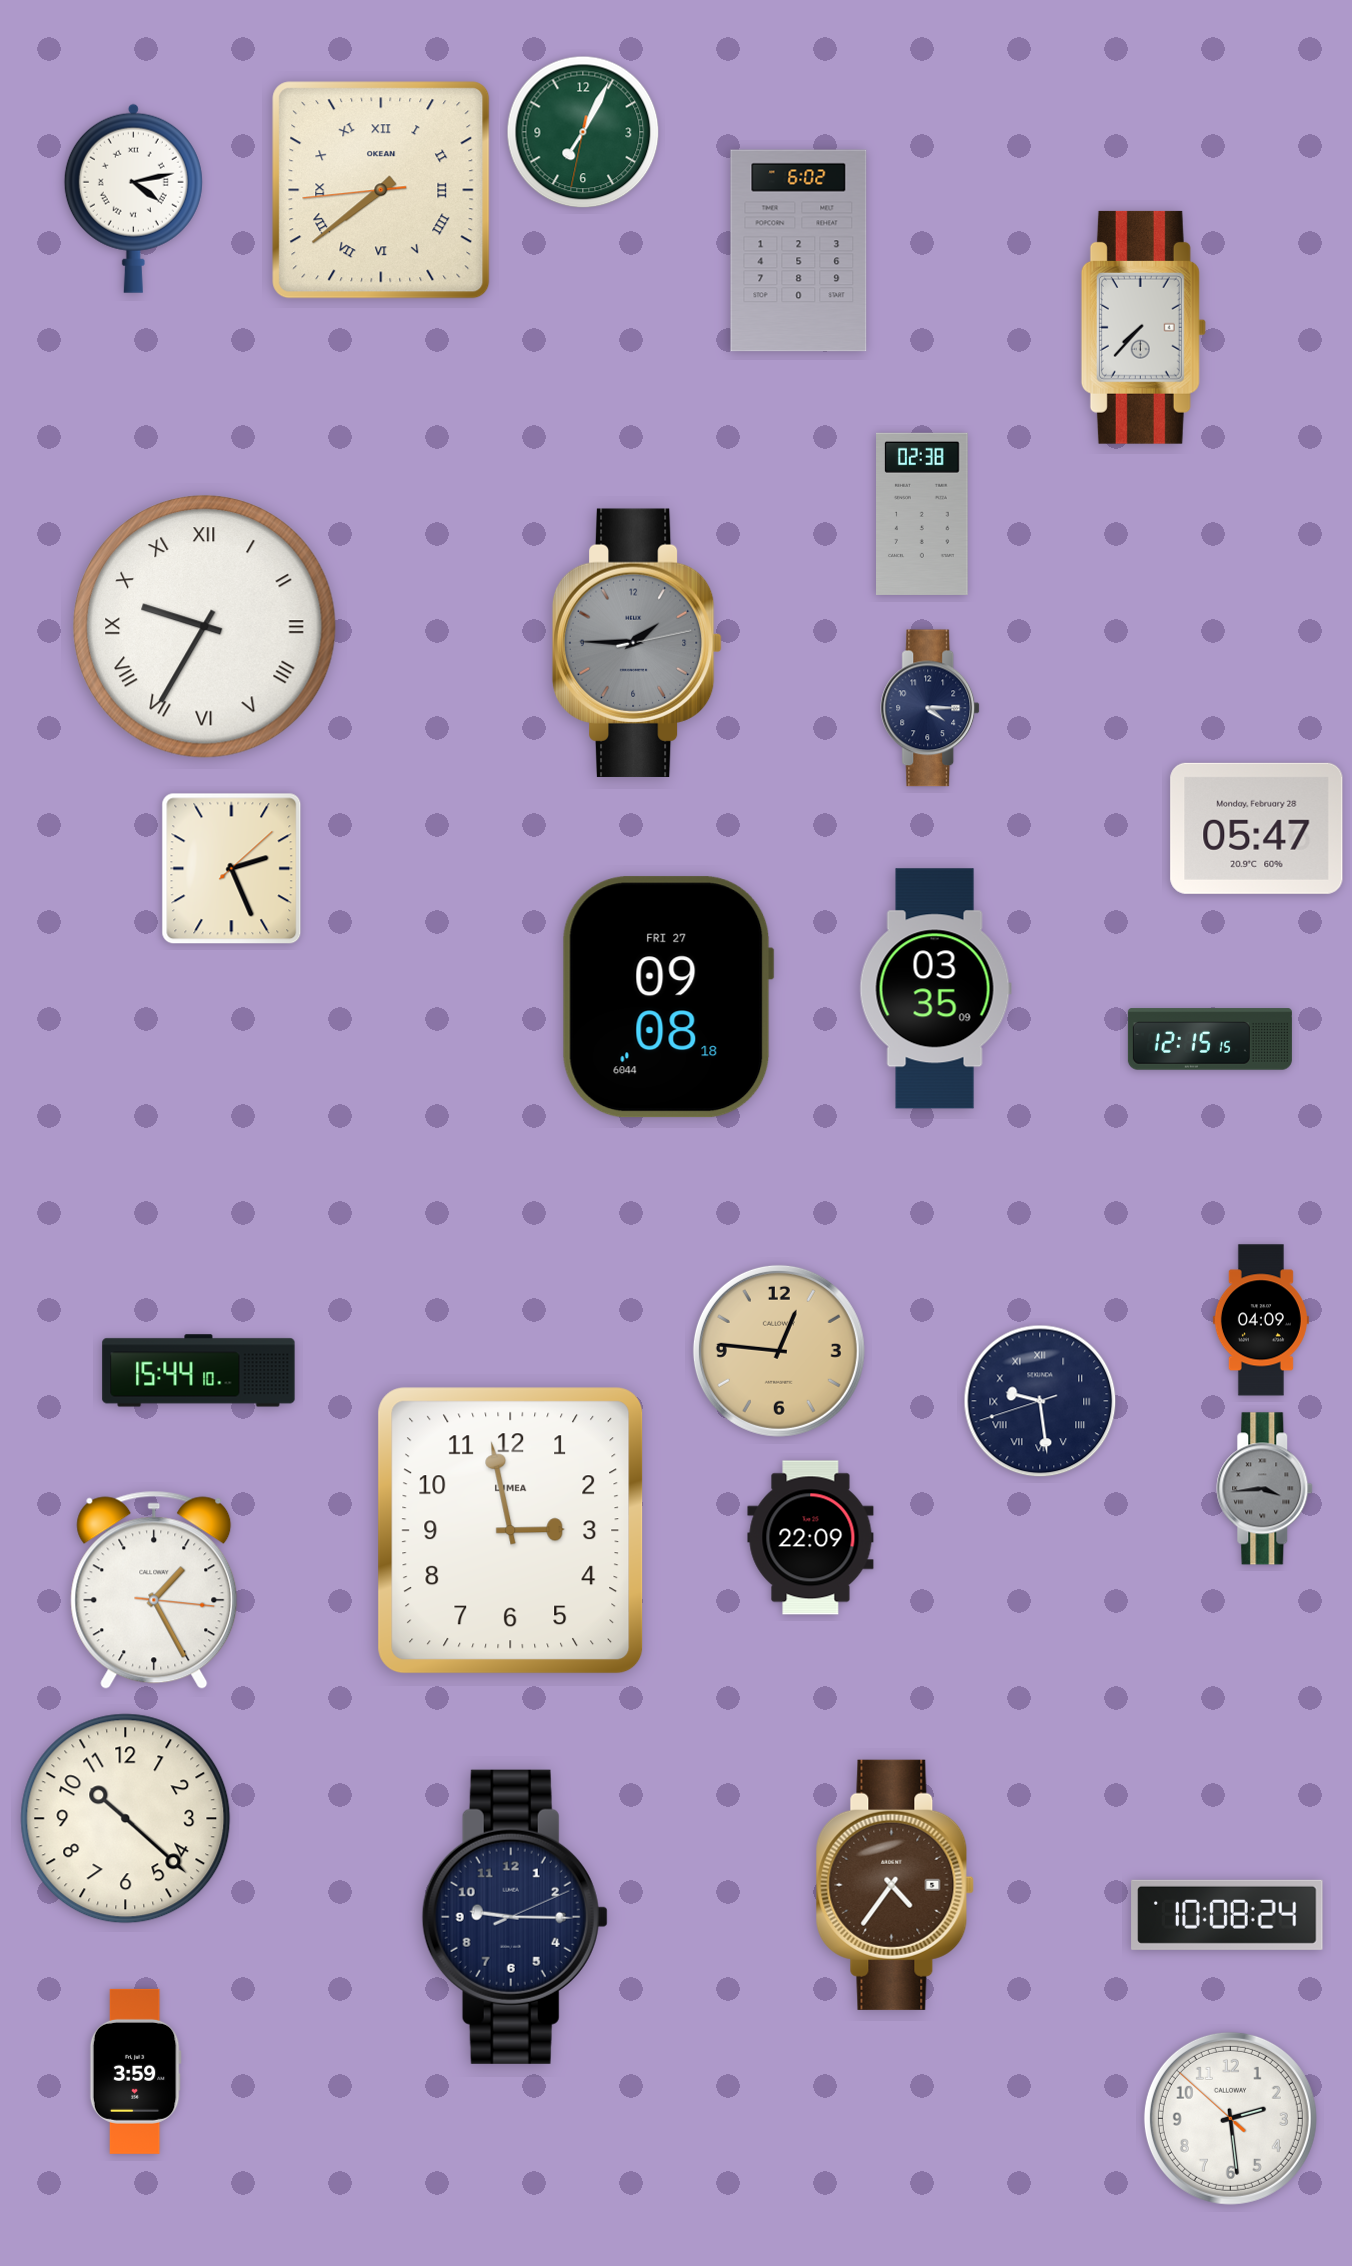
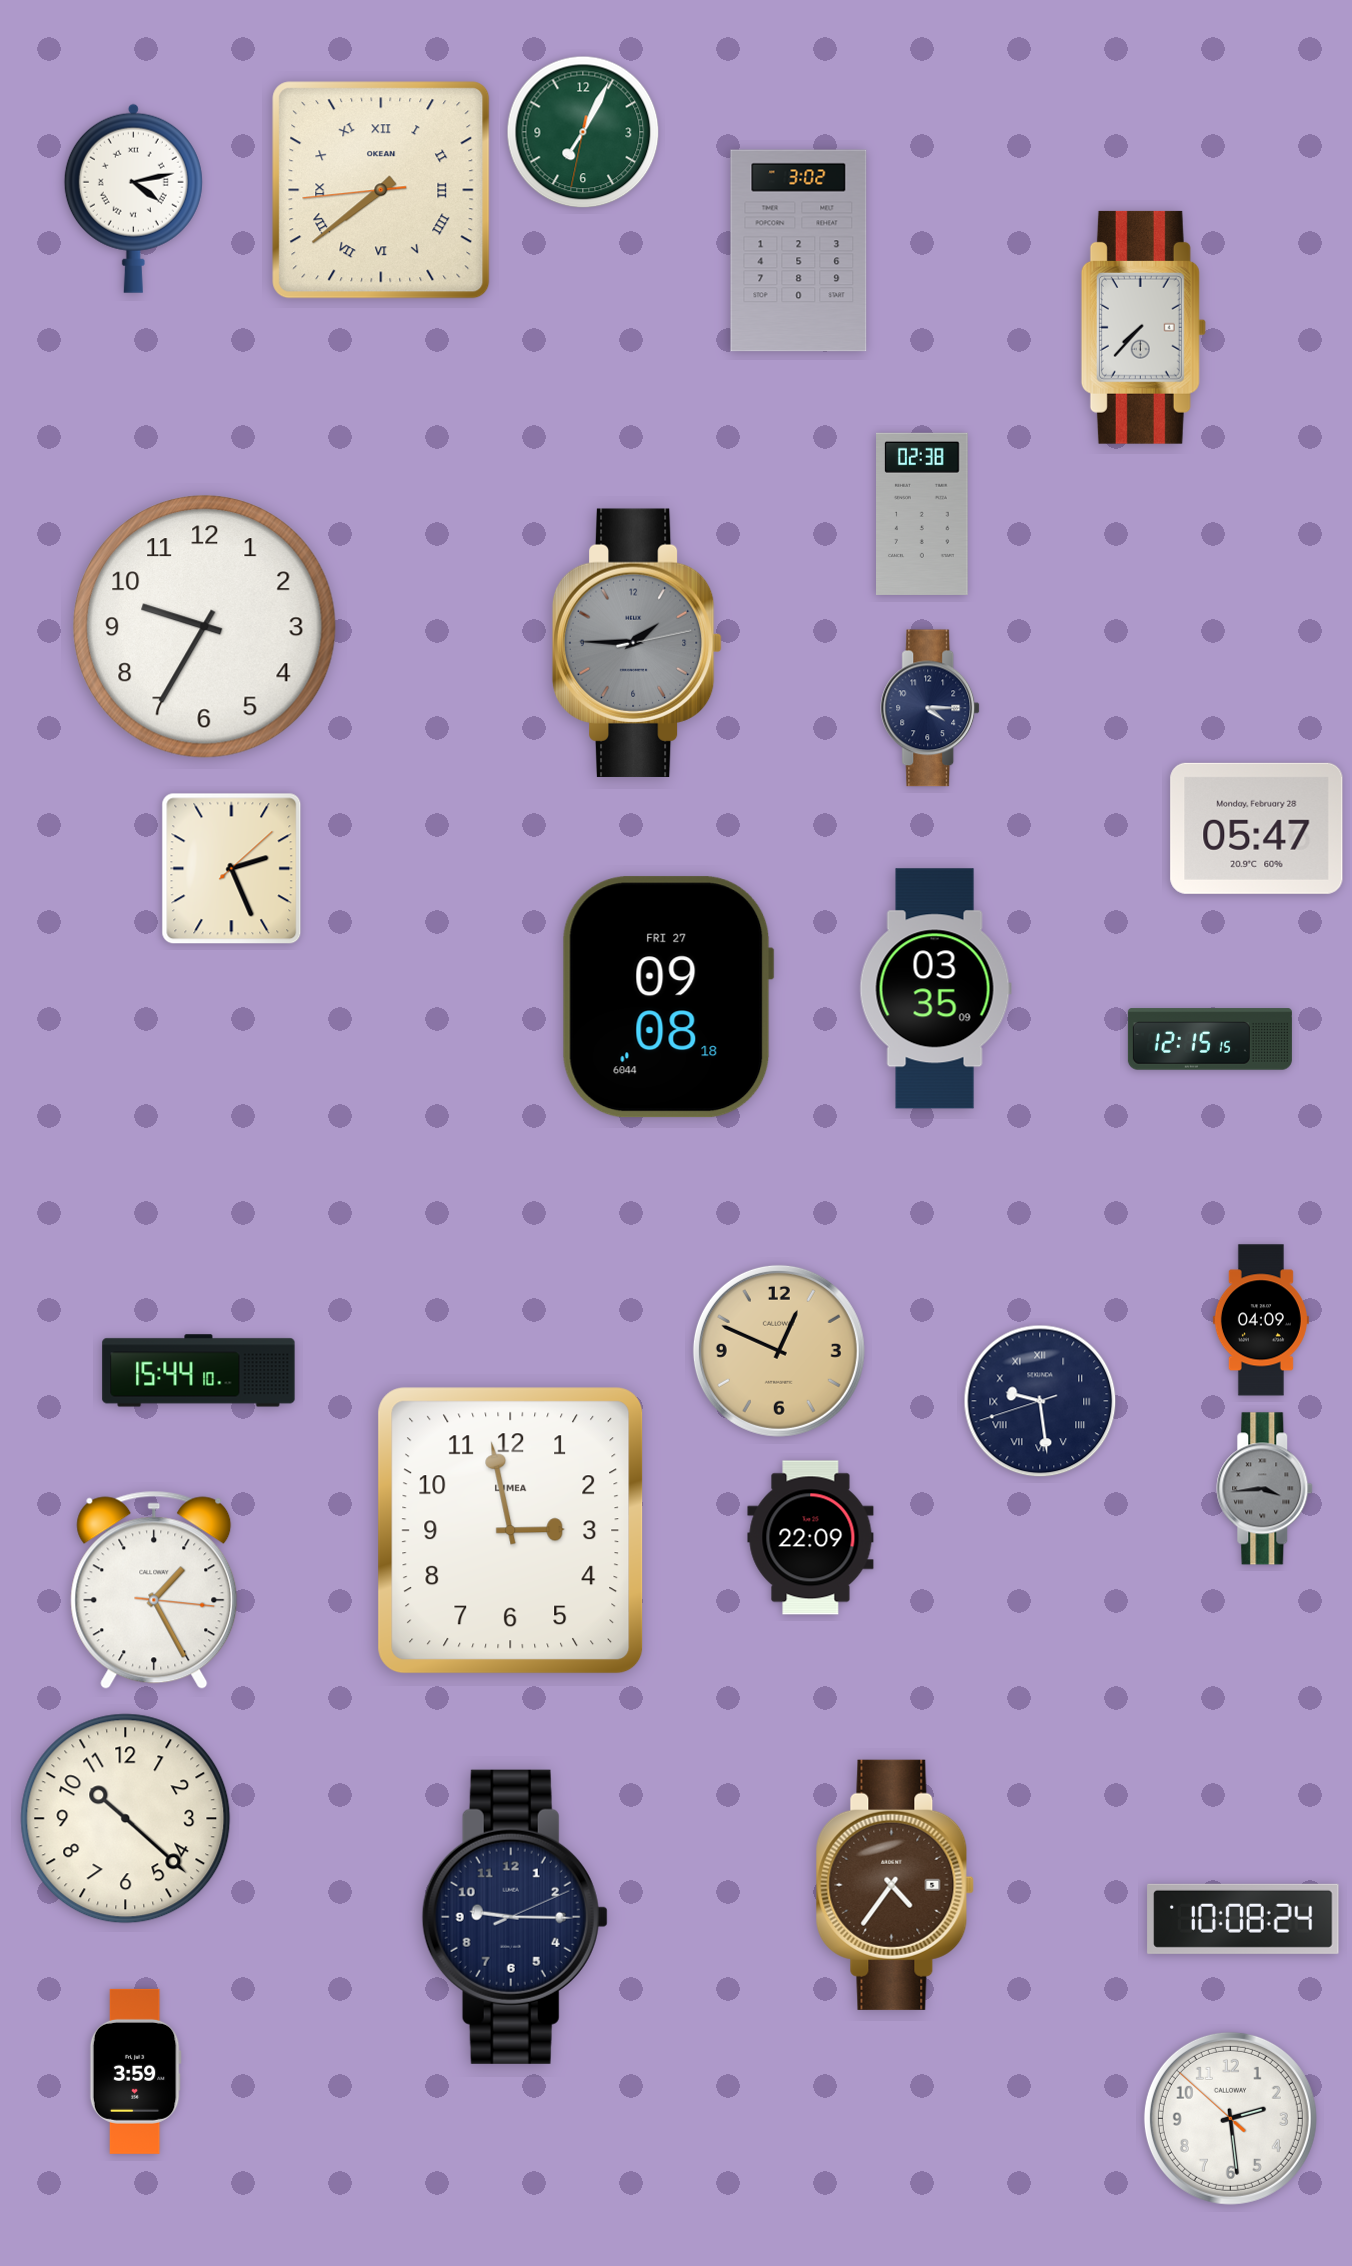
clock at (799, 251): 6:02 -> 3:02
clock at (205, 627) numerals: Roman -> Arabic
clock at (779, 1351): 12:46 -> 12:49
clock at (1227, 1915) position: (1227, 1915) -> (1243, 1919)
